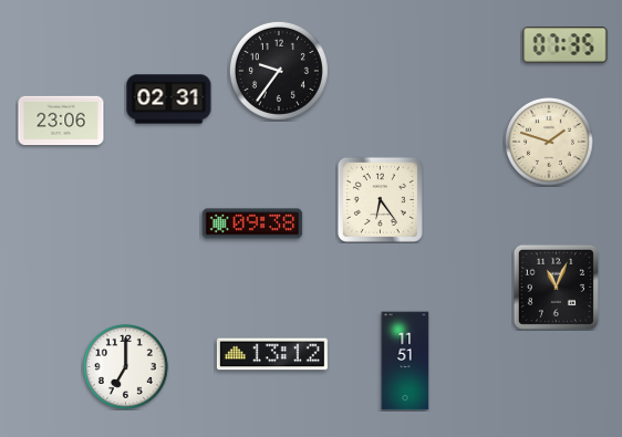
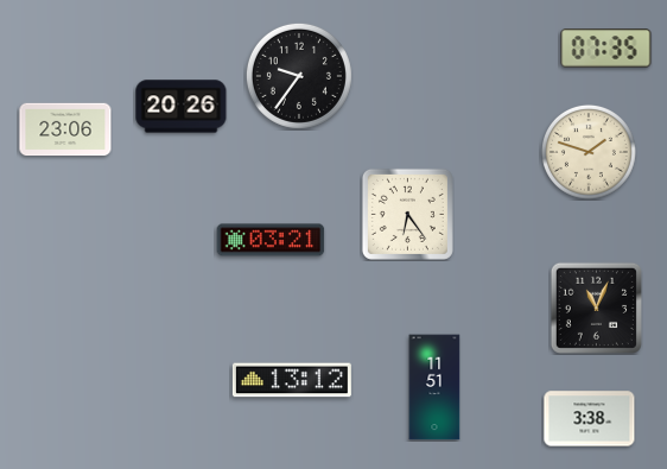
clock at (169, 100): 02:31 -> 20:26
clock at (252, 223): 09:38 -> 03:21
clock at (126, 367): 7:00 -> none
clock at (590, 419): none -> 3:38
